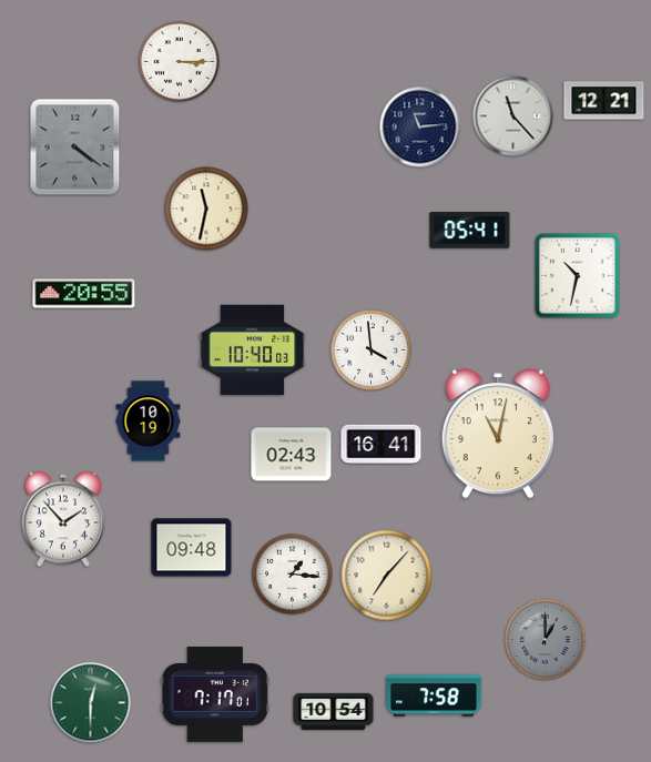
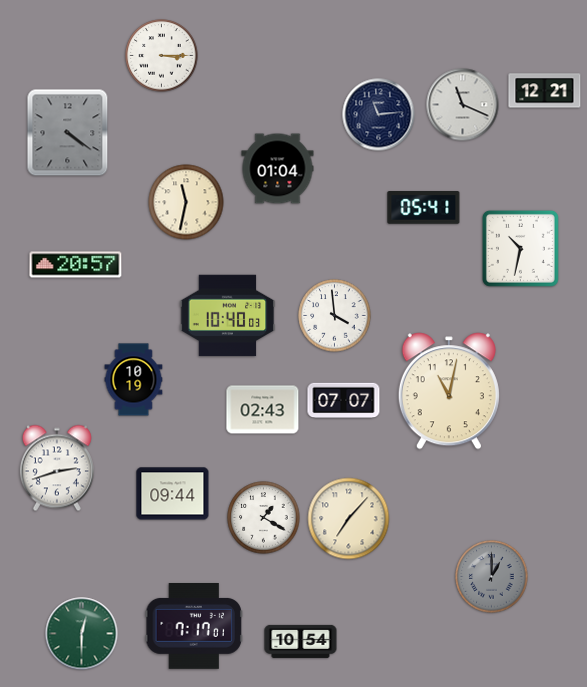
clock at (513, 116): 11:23 -> 11:19
clock at (278, 169): none -> 01:04
clock at (206, 209) position: (206, 209) -> (186, 202)
clock at (84, 294): 20:55 -> 20:57
clock at (382, 445): 16:41 -> 07:07
clock at (63, 519): 1:53 -> 2:42
clock at (192, 548): 09:48 -> 09:44
clock at (293, 575): 1:16 -> 1:20
clock at (434, 695): 7:58 -> none
